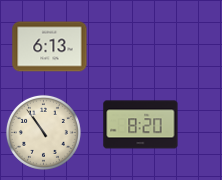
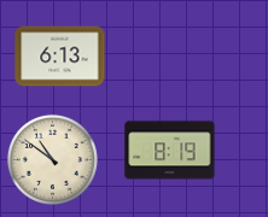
clock at (141, 125): 8:20 -> 8:19
clock at (43, 132): 10:54 -> 10:51
